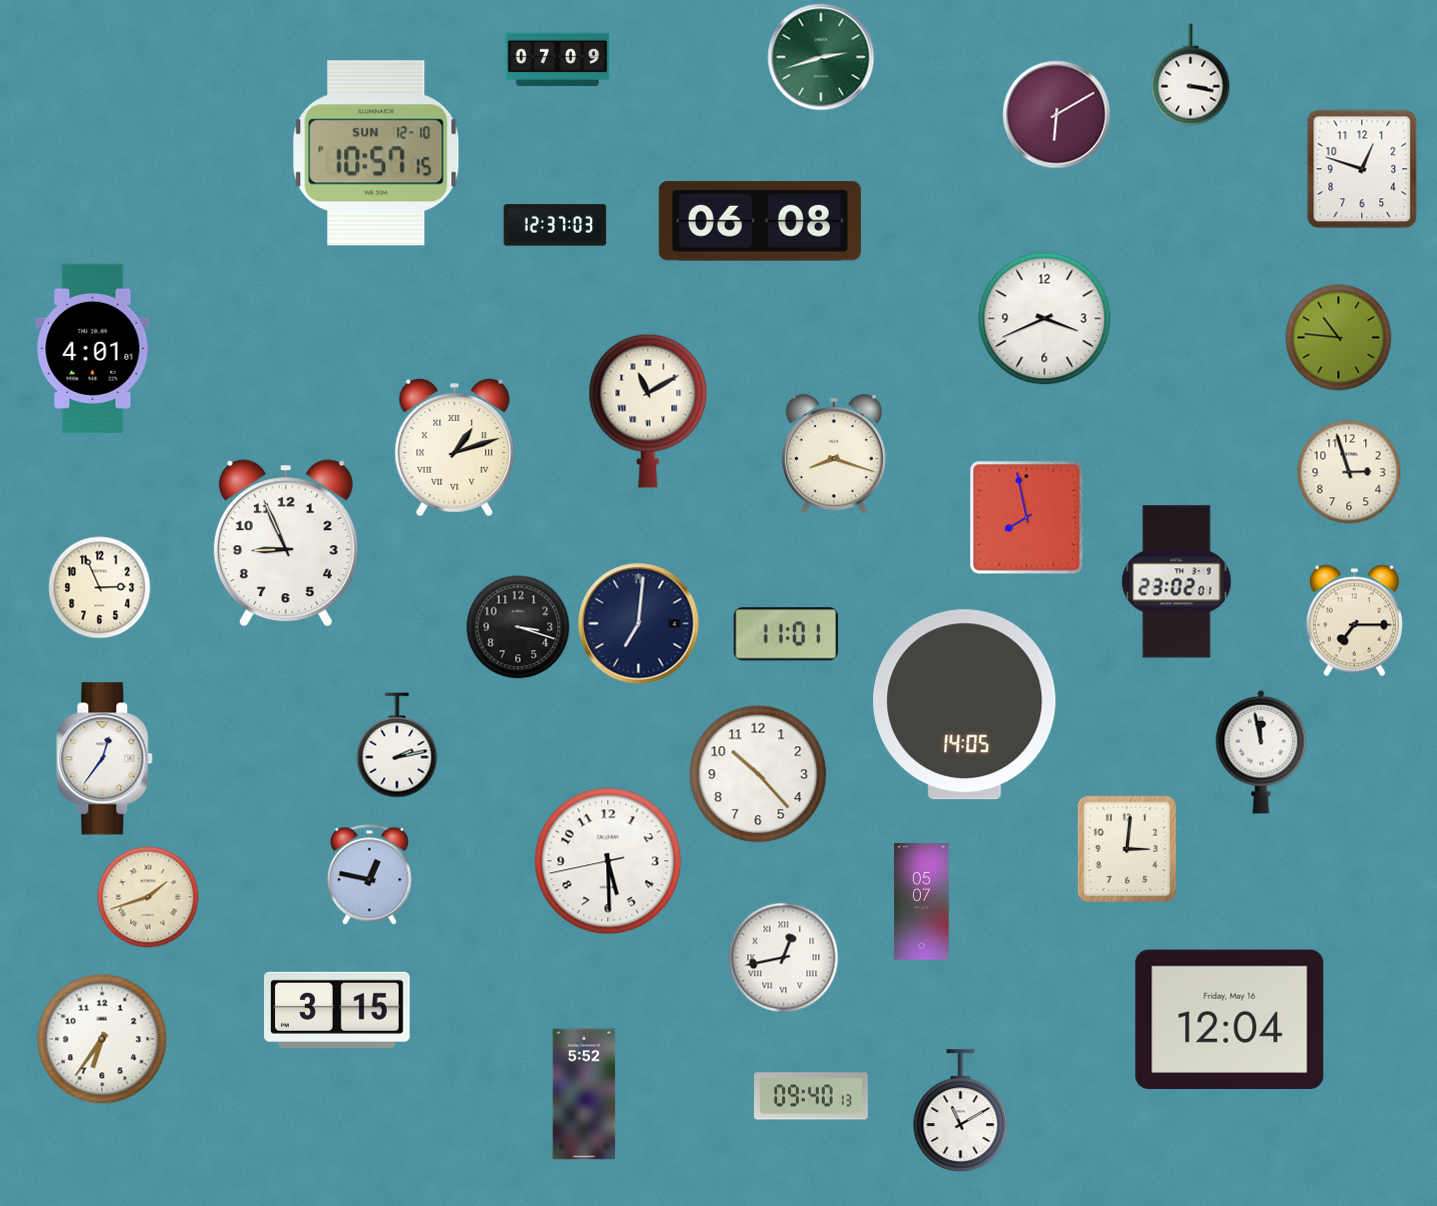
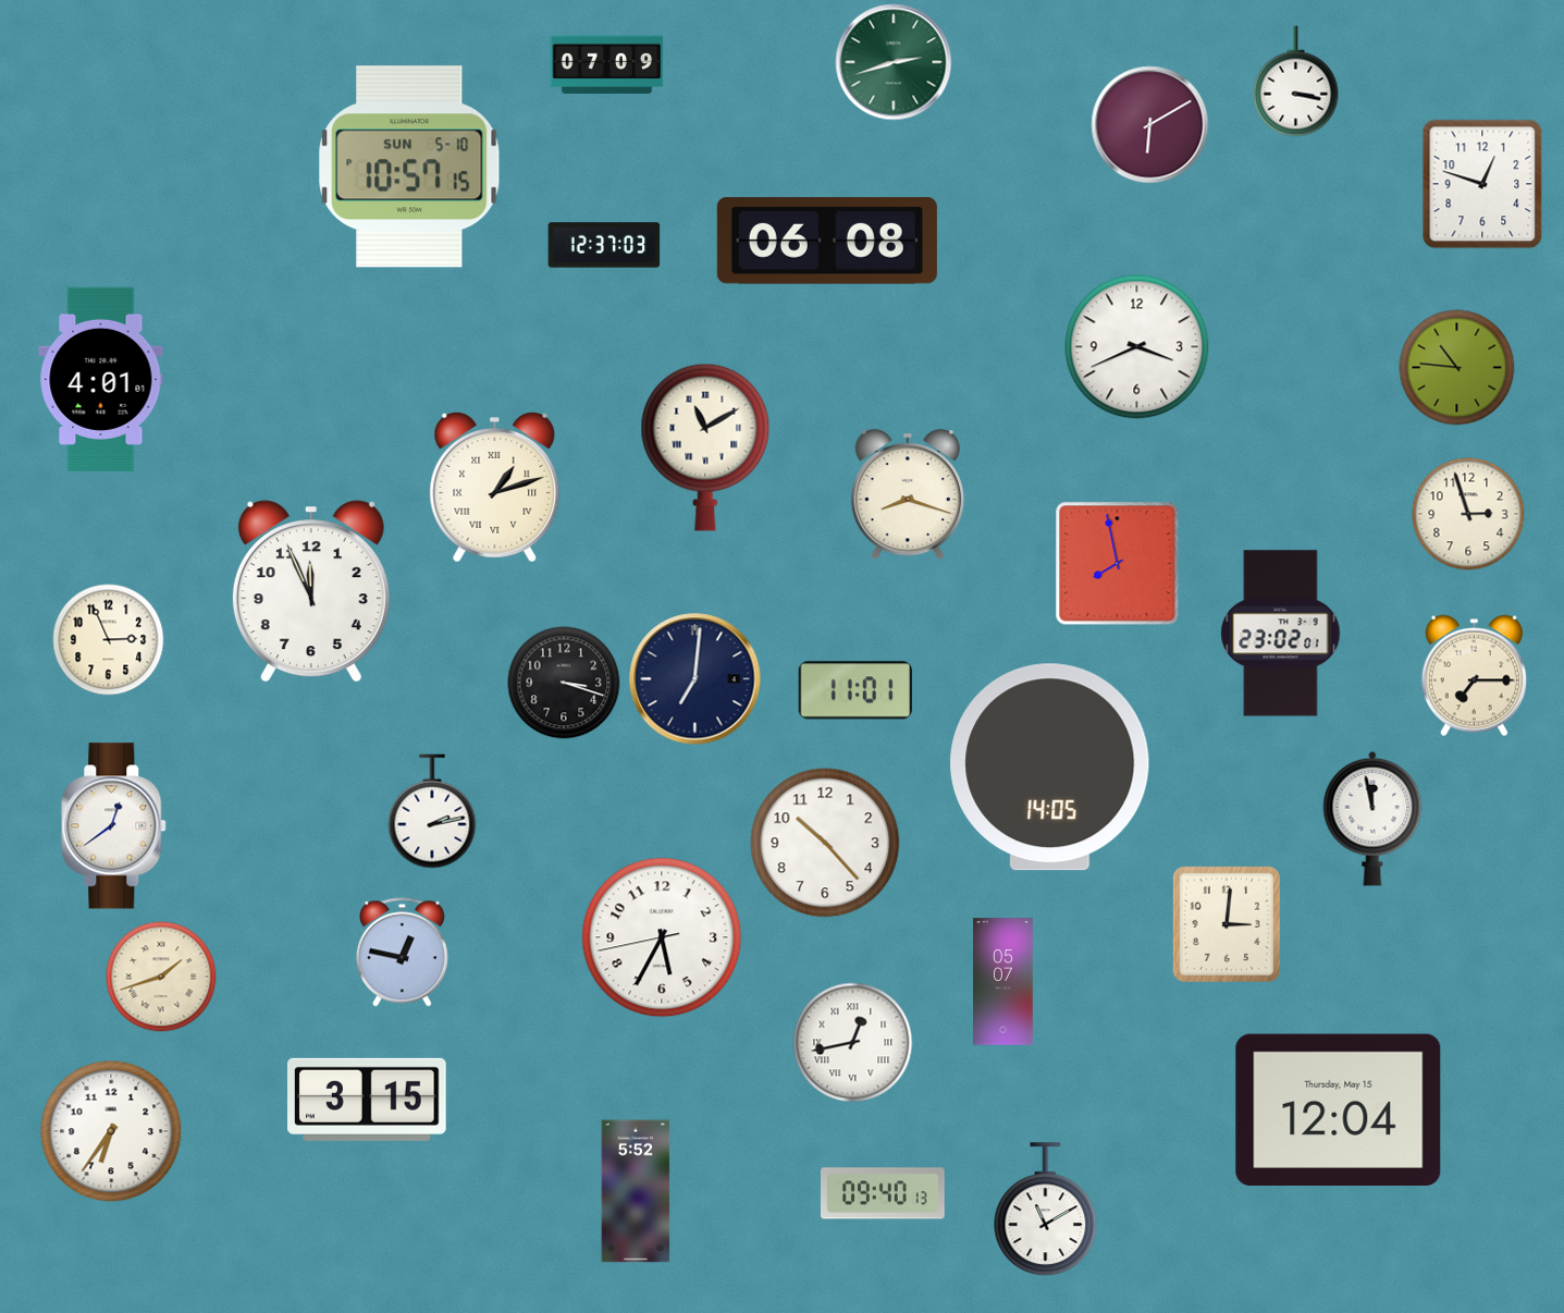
clock at (376, 153) date: SUN 12-10 -> SUN 5-10
clock at (286, 543): 8:56 -> 11:56
clock at (105, 759): 12:36 -> 12:39
clock at (608, 861): 5:29 -> 5:34
clock at (1230, 1019) date: Friday, May 16 -> Thursday, May 15
